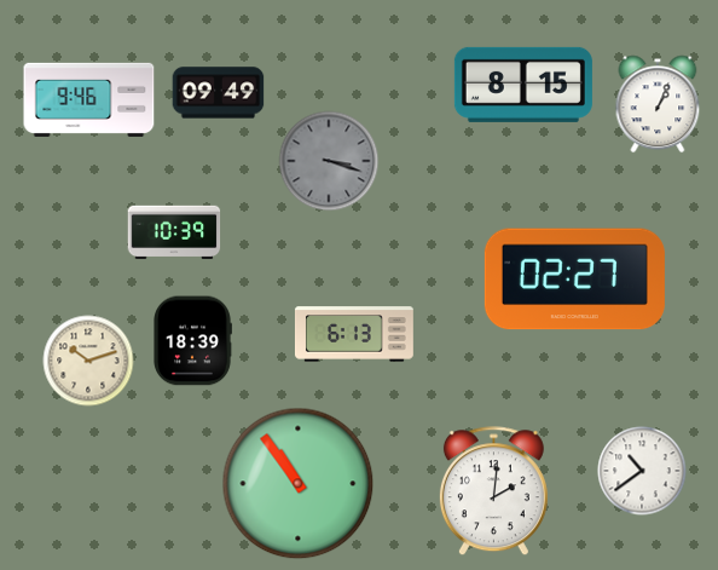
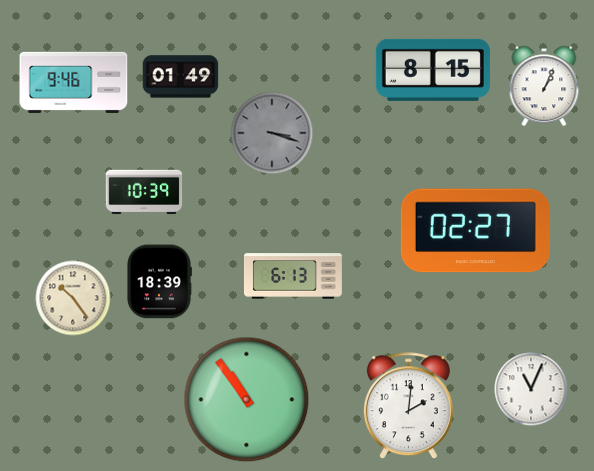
clock at (219, 93): 09:49 -> 01:49
clock at (88, 361): 10:12 -> 10:24
clock at (642, 471): 10:39 -> 11:04
